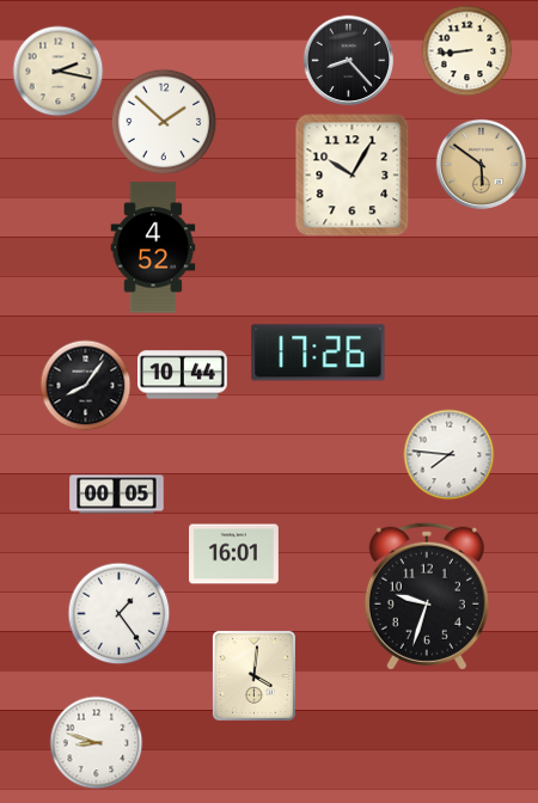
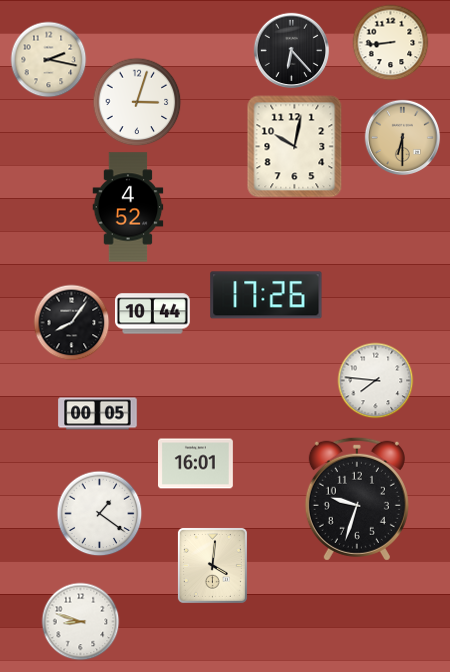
clock at (349, 61): 8:23 -> 6:23
clock at (164, 122): 1:52 -> 3:03
clock at (482, 165): 5:51 -> 6:30
clock at (353, 176): 10:05 -> 10:02
clock at (120, 614): 1:24 -> 1:21
